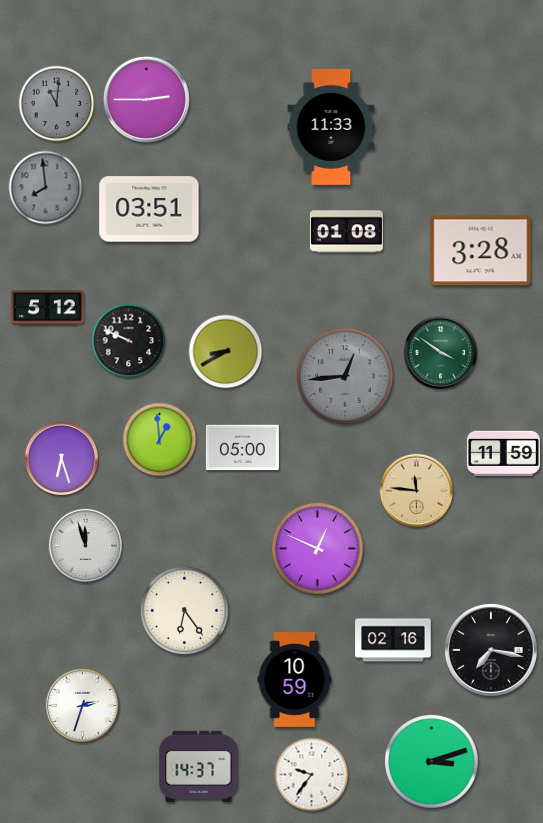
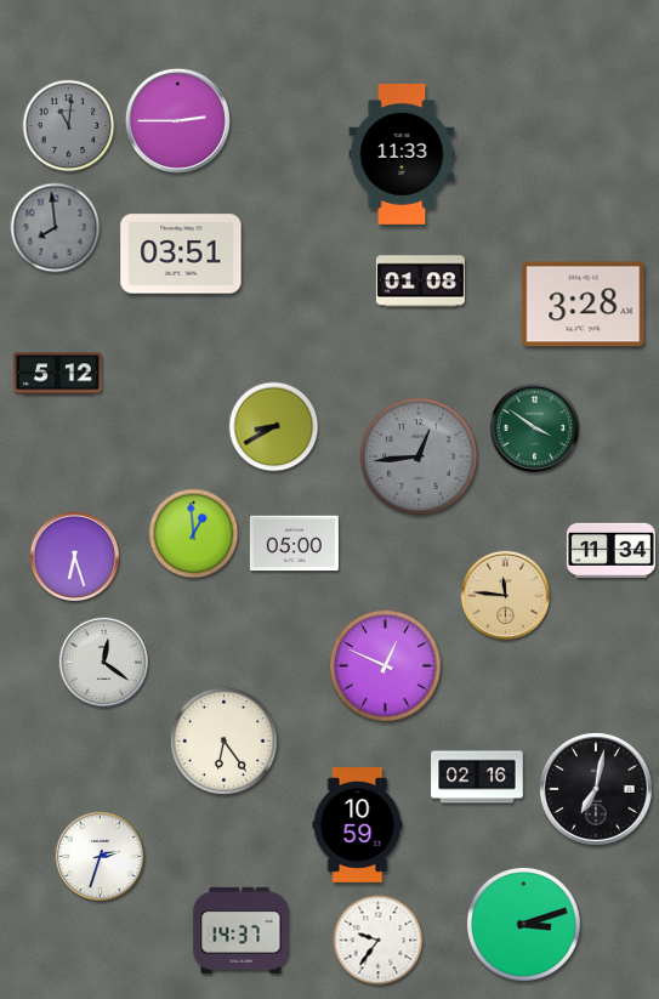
clock at (129, 341): 9:49 -> none
clock at (503, 453): 11:59 -> 11:34
clock at (85, 545): 11:57 -> 12:21
clock at (491, 650): 7:17 -> 7:02
